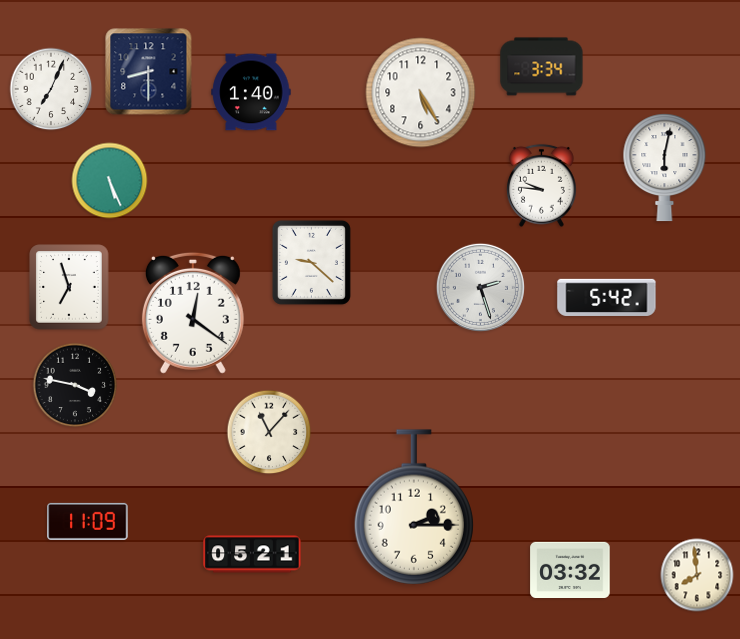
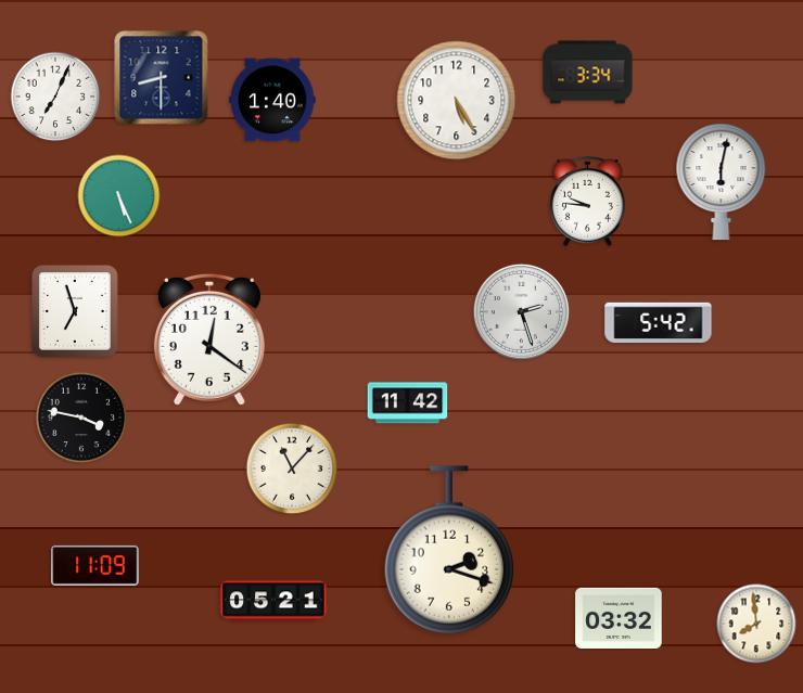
clock at (311, 262): 9:22 -> none
clock at (408, 403): none -> 11:42
clock at (413, 507): 2:15 -> 2:18
